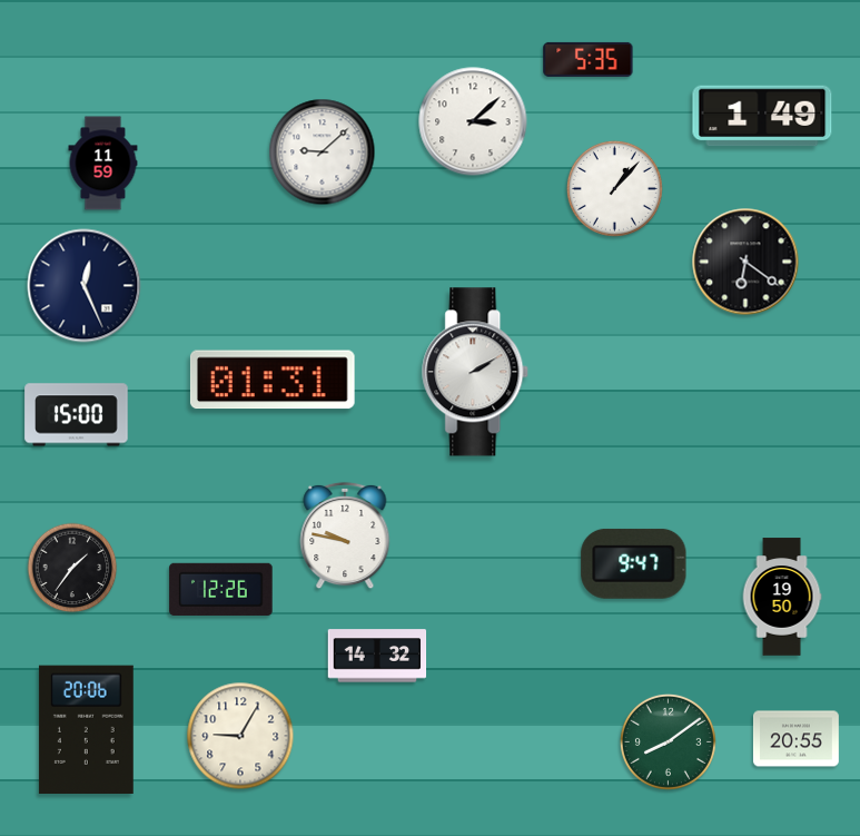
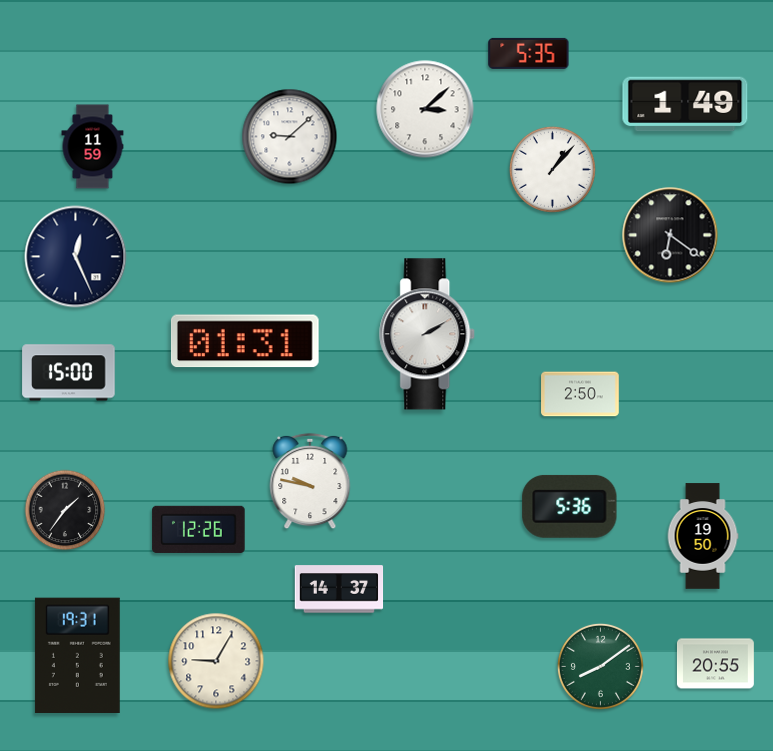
clock at (580, 394): none -> 2:50
clock at (634, 563): 9:47 -> 5:36
clock at (377, 656): 14:32 -> 14:37
clock at (86, 729): 20:06 -> 19:31
